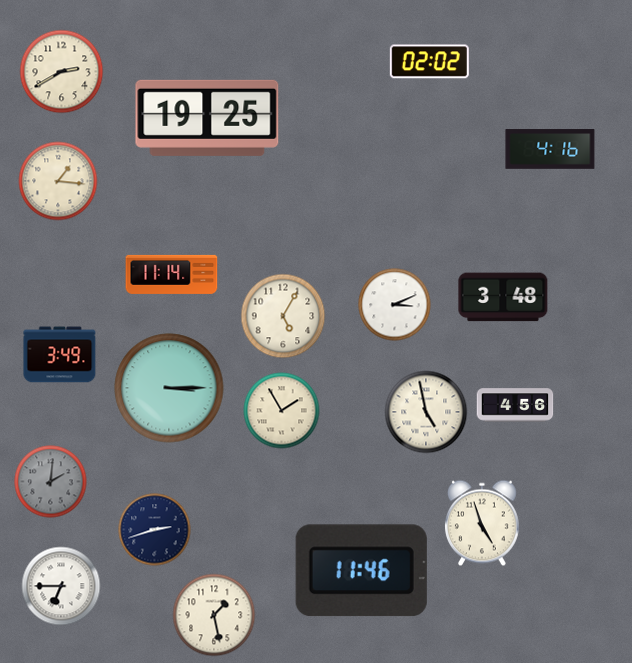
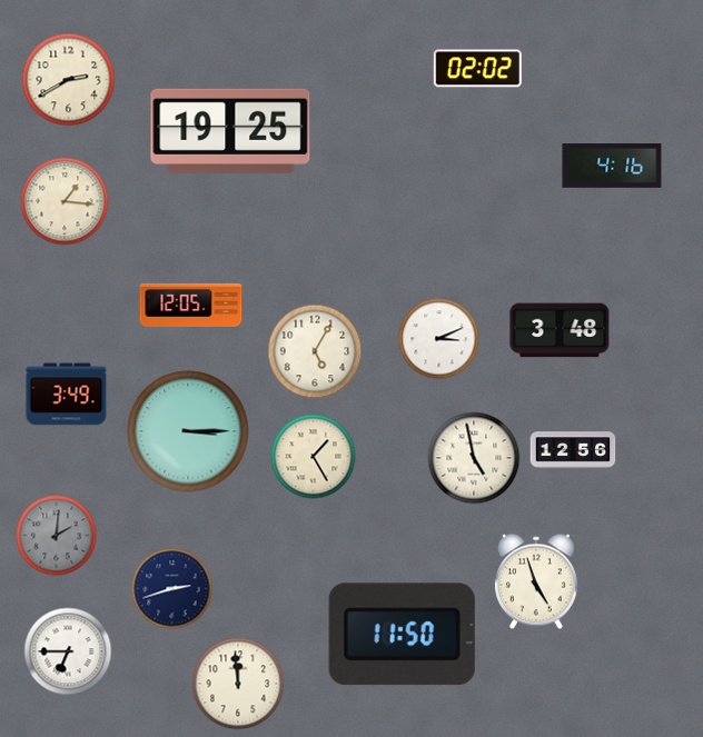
clock at (172, 274): 11:14 -> 12:05
clock at (515, 405): 4:56 -> 12:56
clock at (282, 411): 1:55 -> 1:25
clock at (361, 571): 11:46 -> 11:50
clock at (214, 615): 1:28 -> 11:59
